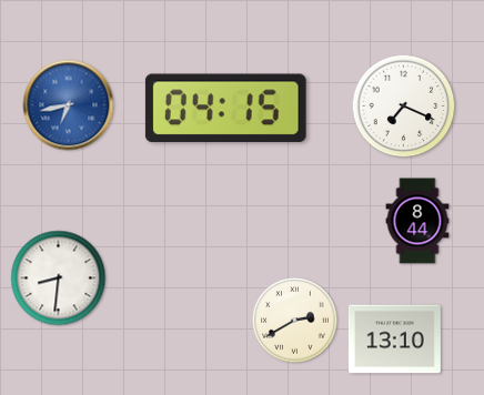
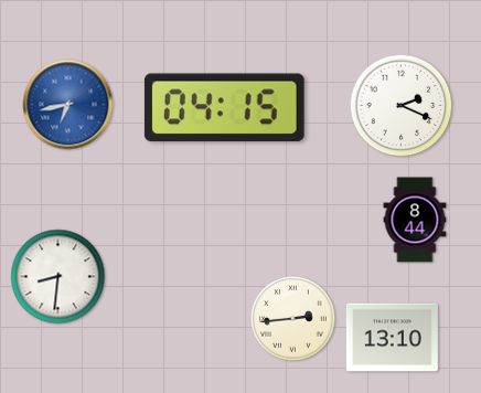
clock at (404, 107): 7:19 -> 2:19
clock at (295, 321): 2:40 -> 2:44
